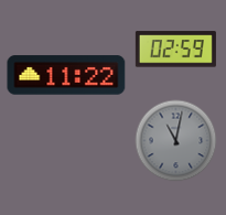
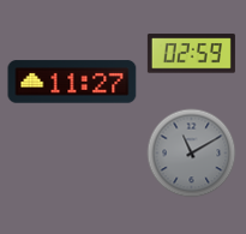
clock at (66, 75): 11:22 -> 11:27
clock at (176, 141): 11:02 -> 11:10
